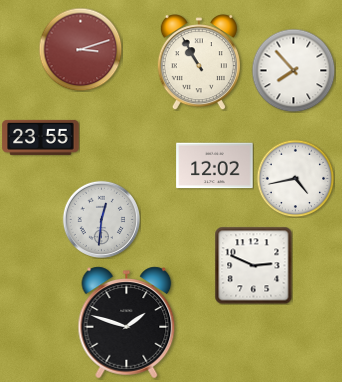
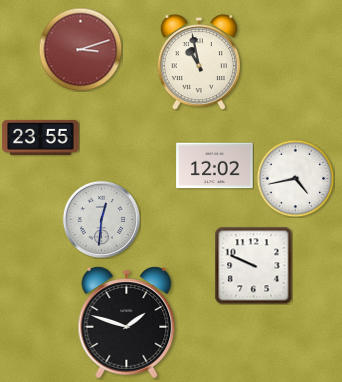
clock at (199, 62): 10:55 -> 10:58
clock at (293, 70): 7:53 -> none
clock at (253, 265): 2:49 -> 9:49
